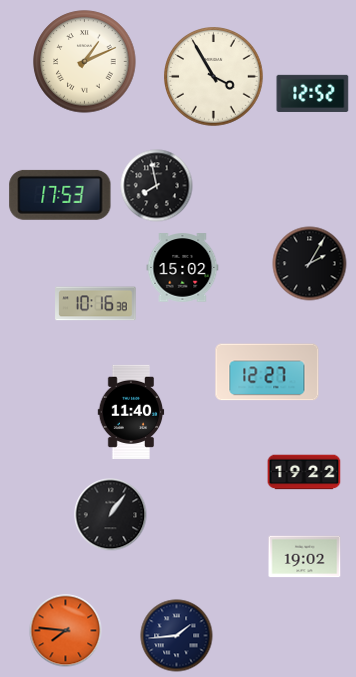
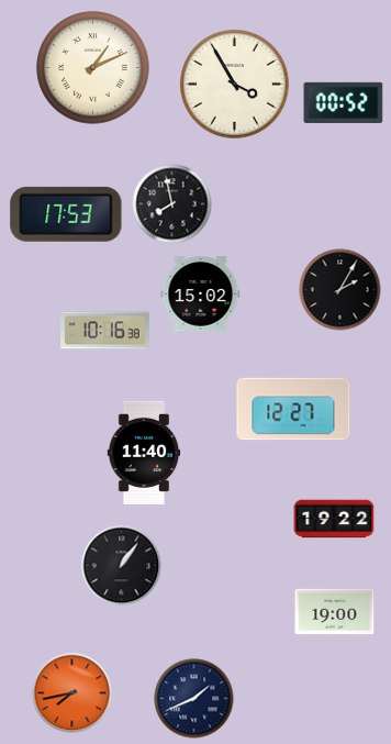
clock at (313, 93): 12:52 -> 00:52
clock at (96, 304) position: (96, 304) -> (105, 331)
clock at (305, 557): 19:02 -> 19:00
clock at (66, 631): 7:46 -> 7:43
clock at (177, 636): 1:44 -> 1:41
